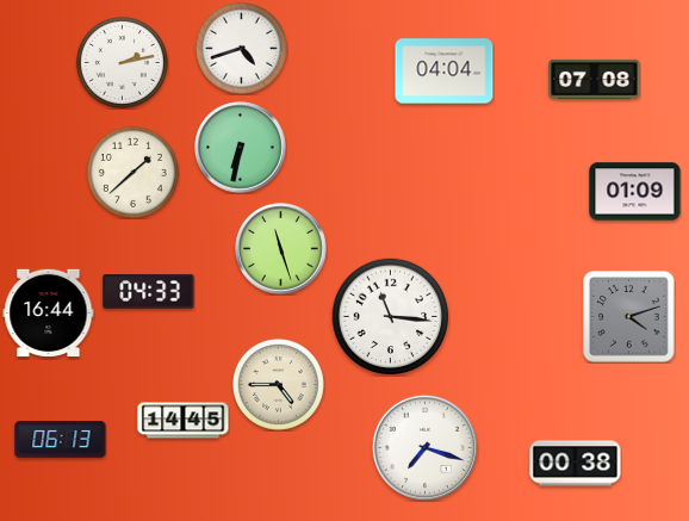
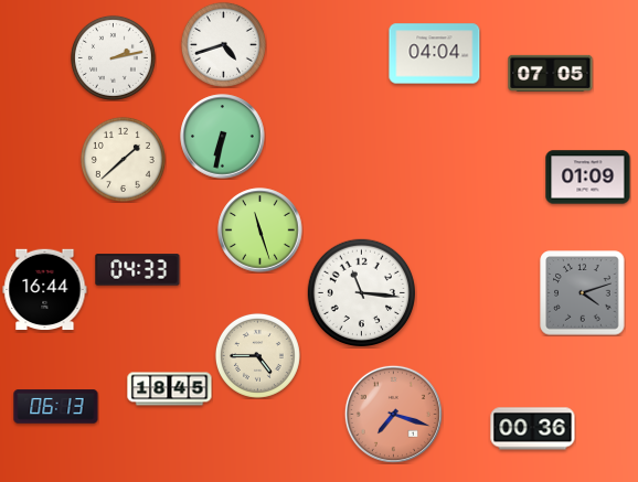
clock at (445, 72) position: (445, 72) -> (435, 54)
clock at (595, 79): 07:08 -> 07:05
clock at (184, 421): 14:45 -> 18:45
clock at (424, 447) dial: white -> salmon
clock at (576, 464): 00:38 -> 00:36
